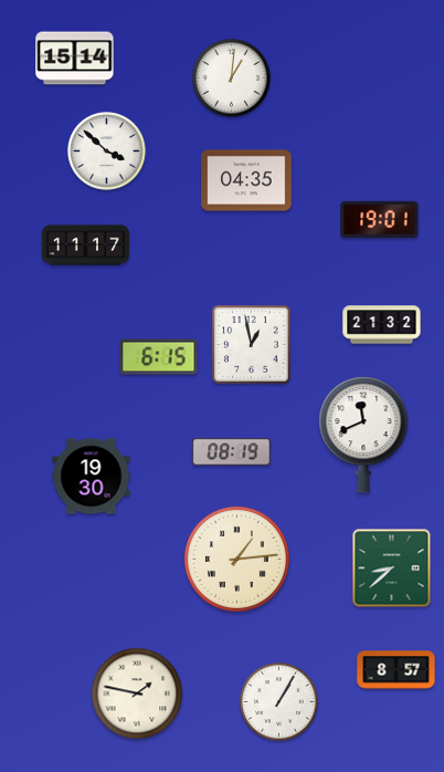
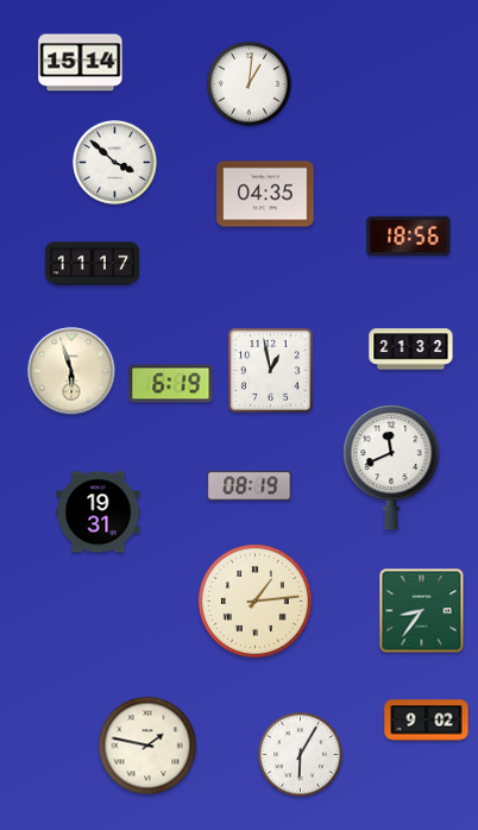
clock at (380, 220): 19:01 -> 18:56
clock at (71, 371): none -> 5:57
clock at (159, 357): 6:15 -> 6:19
clock at (92, 477): 19:30 -> 19:31
clock at (392, 568): 8:38 -> 8:36
clock at (397, 670): 8:57 -> 9:02
clock at (279, 702): 1:05 -> 6:05
